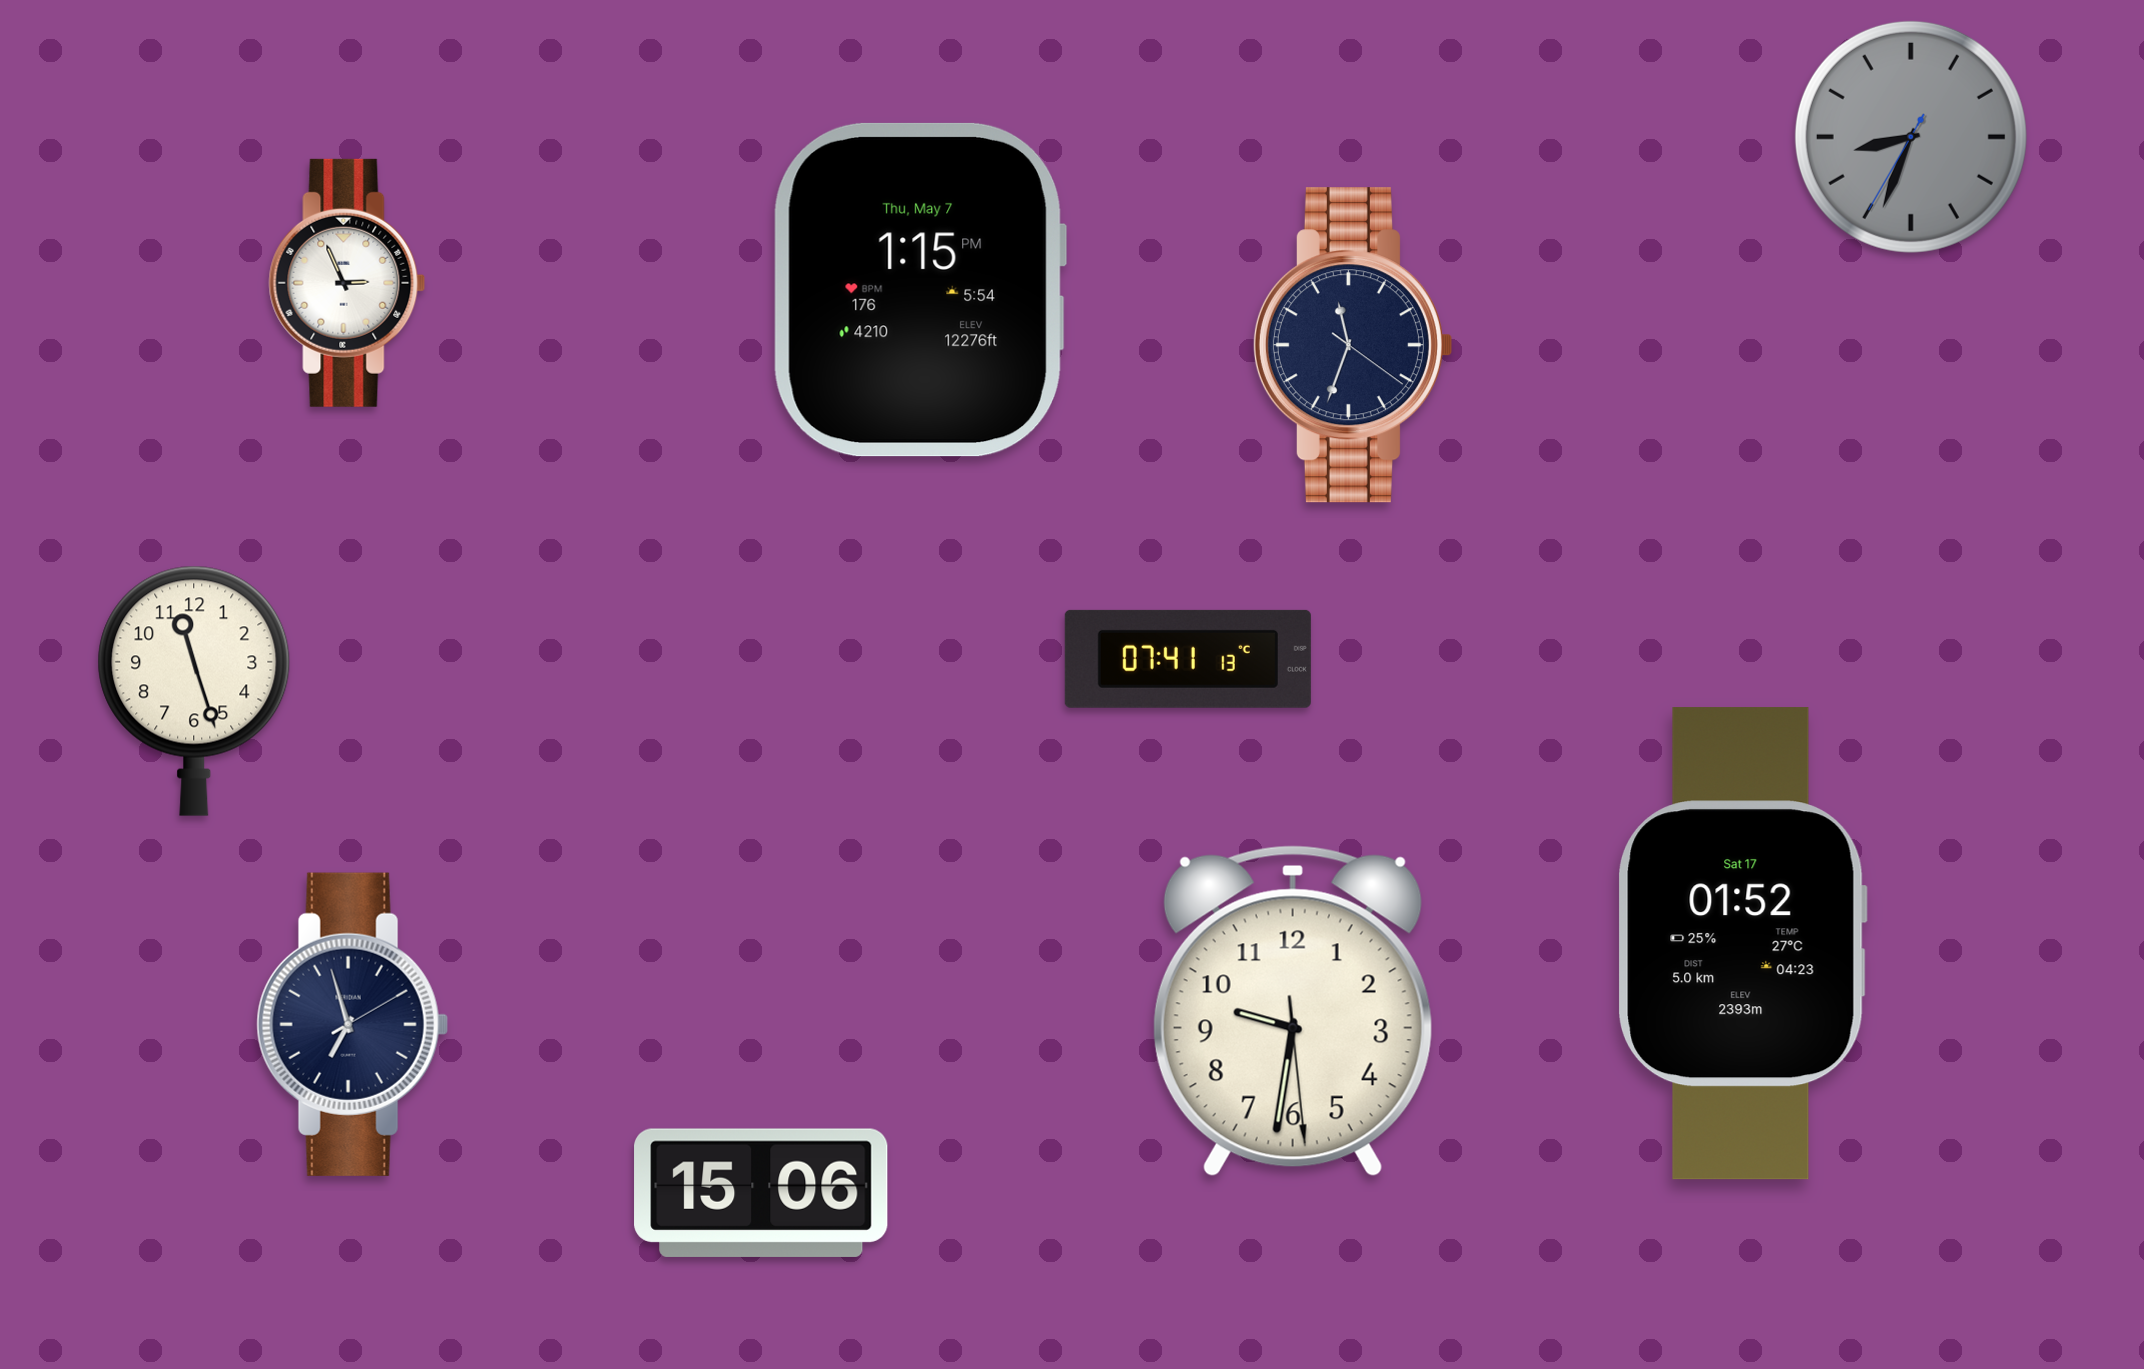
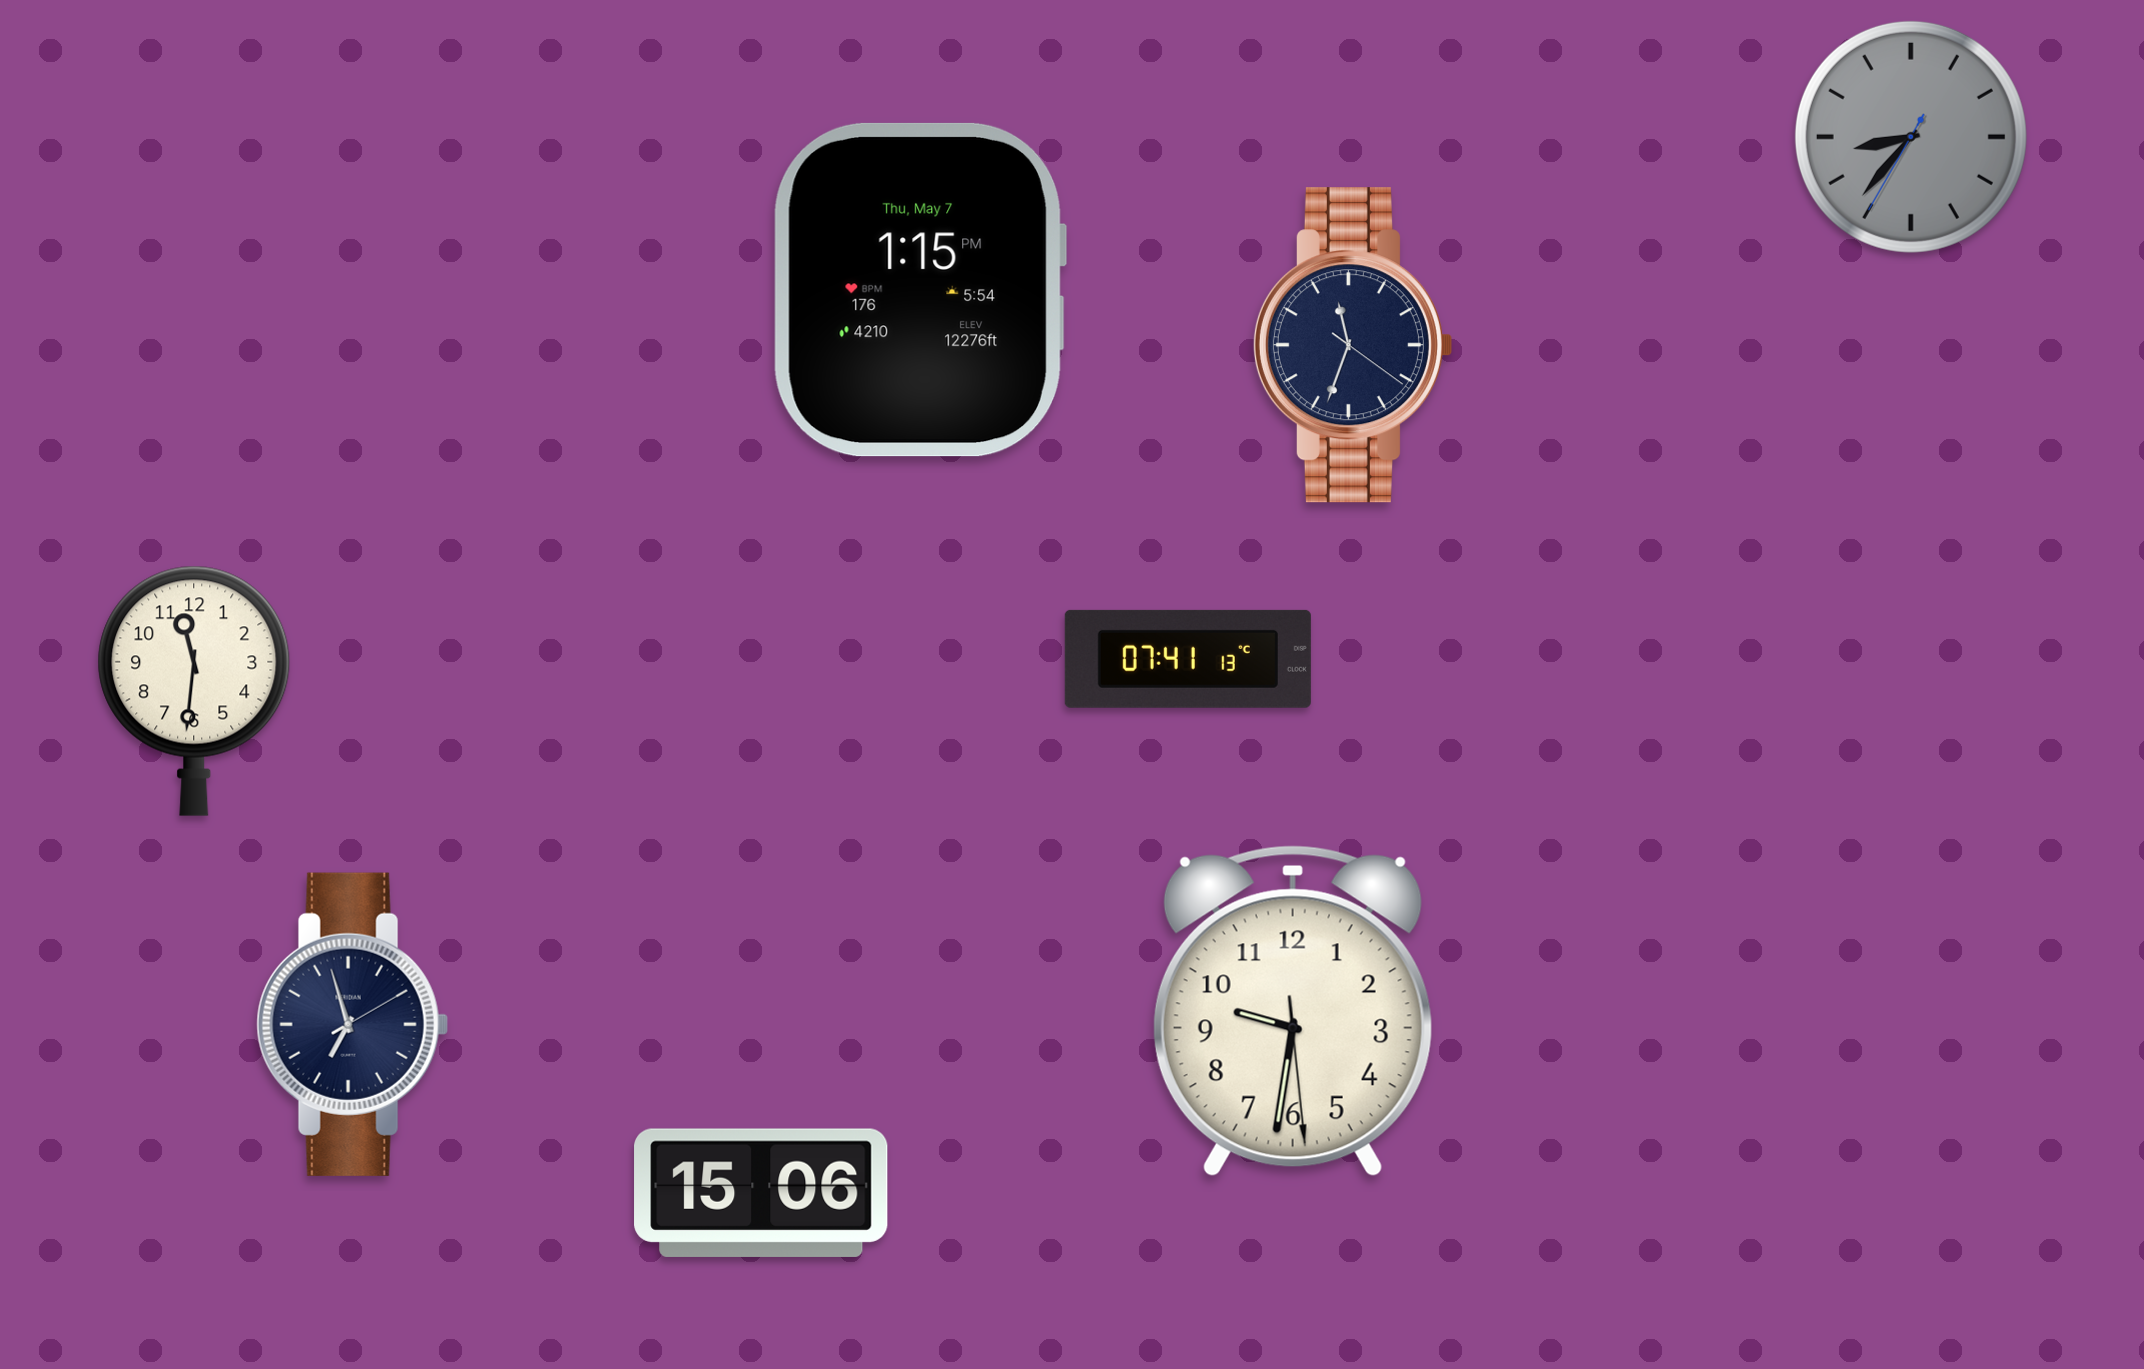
clock at (1911, 137): 8:33 -> 8:36
clock at (347, 283): 2:56 -> none
clock at (194, 691): 11:27 -> 11:31
clock at (1742, 944): 01:52 -> none
